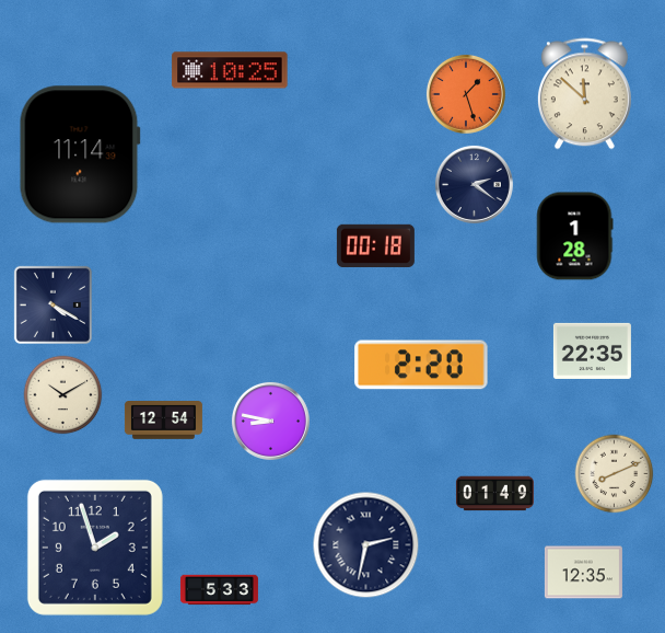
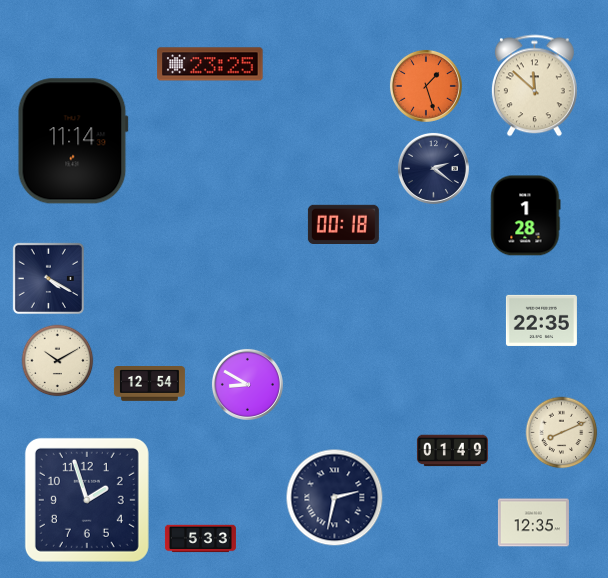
clock at (230, 70): 10:25 -> 23:25
clock at (421, 365): 2:20 -> none
clock at (270, 421): 8:47 -> 8:50
